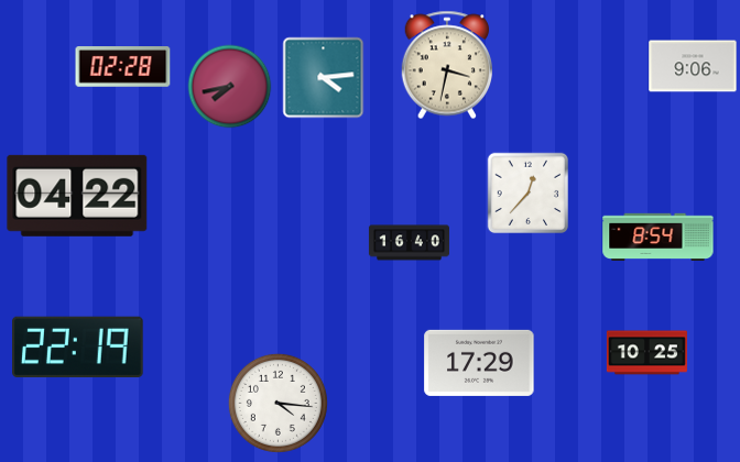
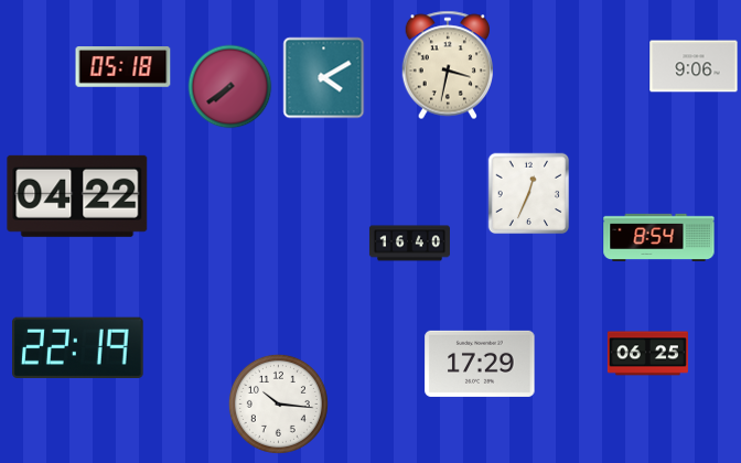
clock at (123, 67): 02:28 -> 05:18
clock at (324, 78): 4:14 -> 4:10
clock at (230, 87): 7:43 -> 7:39
clock at (529, 194): 12:37 -> 12:34
clock at (646, 353): 10:25 -> 06:25
clock at (277, 403): 4:16 -> 10:16
